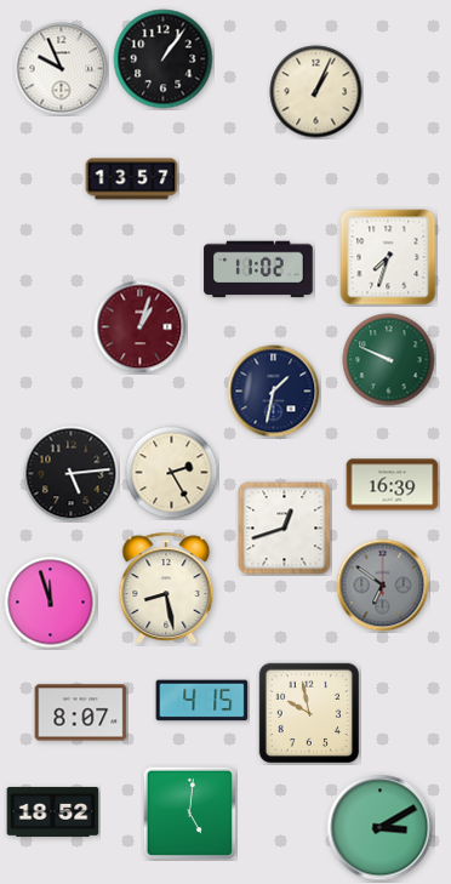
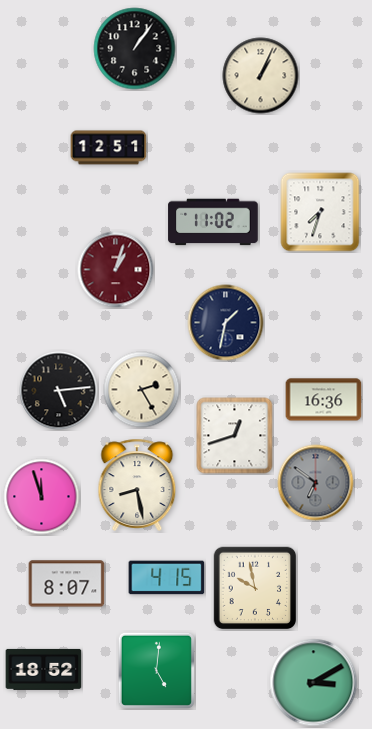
clock at (62, 69): 9:56 -> none
clock at (132, 179): 13:57 -> 12:51
clock at (389, 360): 9:49 -> none
clock at (393, 485): 16:39 -> 16:36
clock at (81, 713) position: (81, 713) -> (67, 584)
